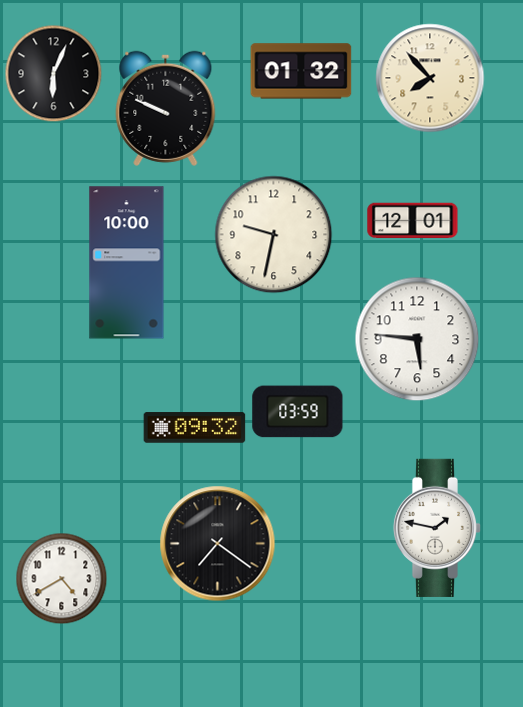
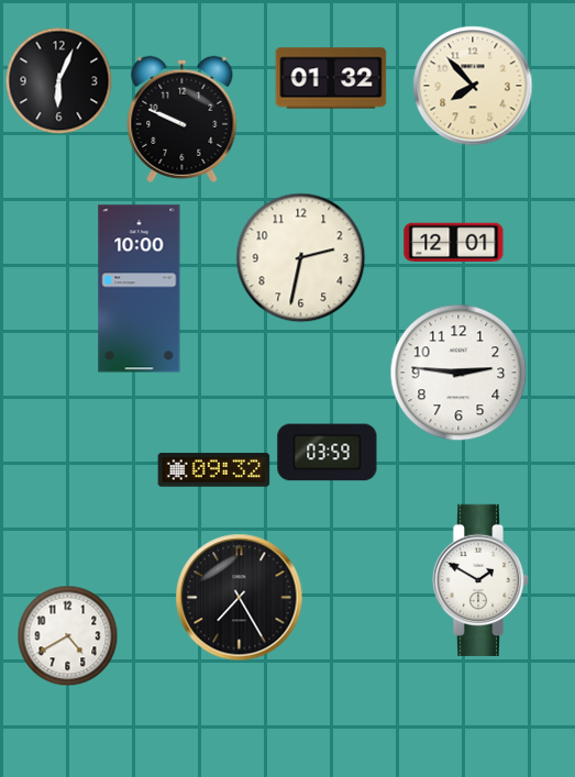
clock at (274, 235): 9:32 -> 2:32
clock at (417, 339): 5:46 -> 2:46
clock at (437, 528): 1:47 -> 1:50
clock at (218, 544): 7:21 -> 7:25
